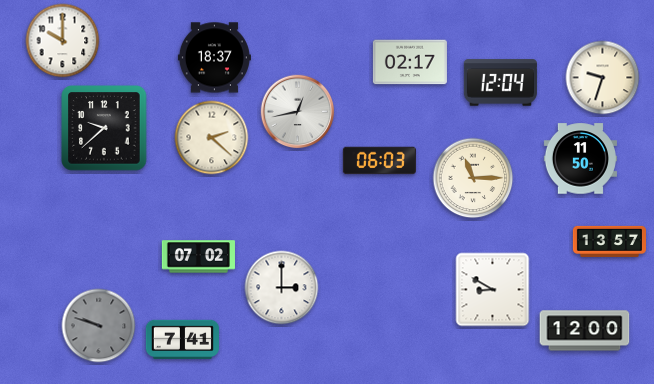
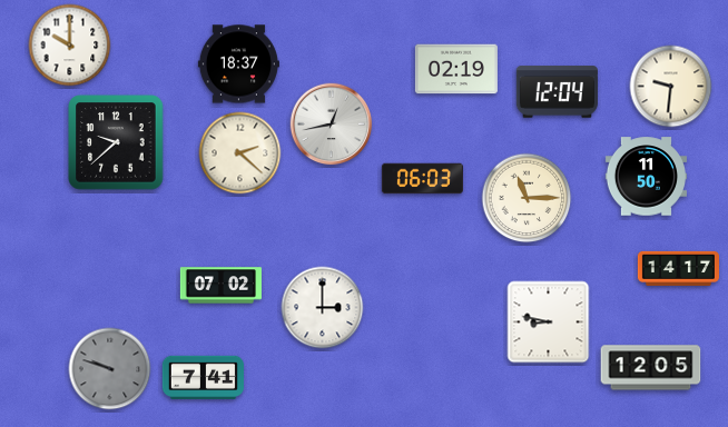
clock at (410, 62): 02:17 -> 02:19
clock at (603, 78): 9:33 -> 9:31
clock at (212, 138) position: (212, 138) -> (240, 153)
clock at (609, 241): 13:57 -> 14:17
clock at (282, 288) position: (282, 288) -> (323, 308)
clock at (493, 290): 8:50 -> 8:47
clock at (99, 326) position: (99, 326) -> (110, 369)
clock at (585, 331): 12:00 -> 12:05
